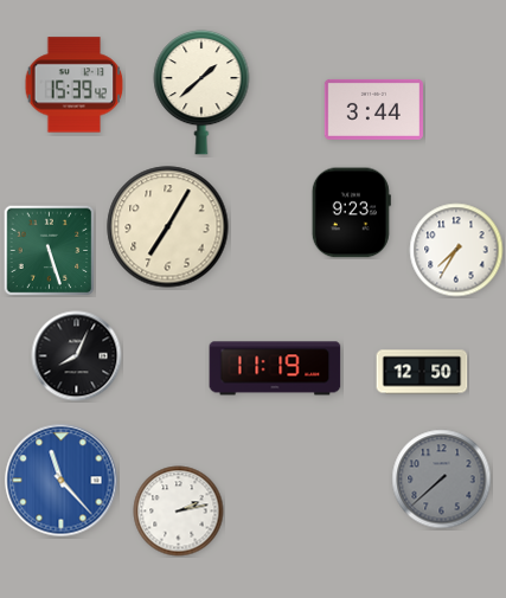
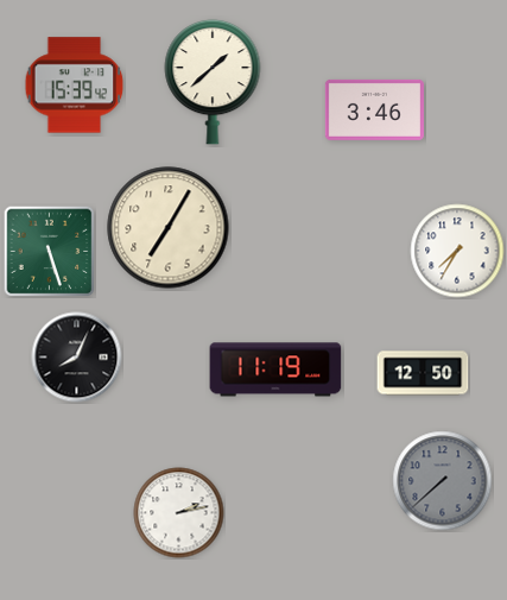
clock at (201, 92) position: (201, 92) -> (213, 82)
clock at (373, 109): 3:44 -> 3:46
clock at (351, 213): 9:23 -> none
clock at (62, 481): 11:23 -> none
